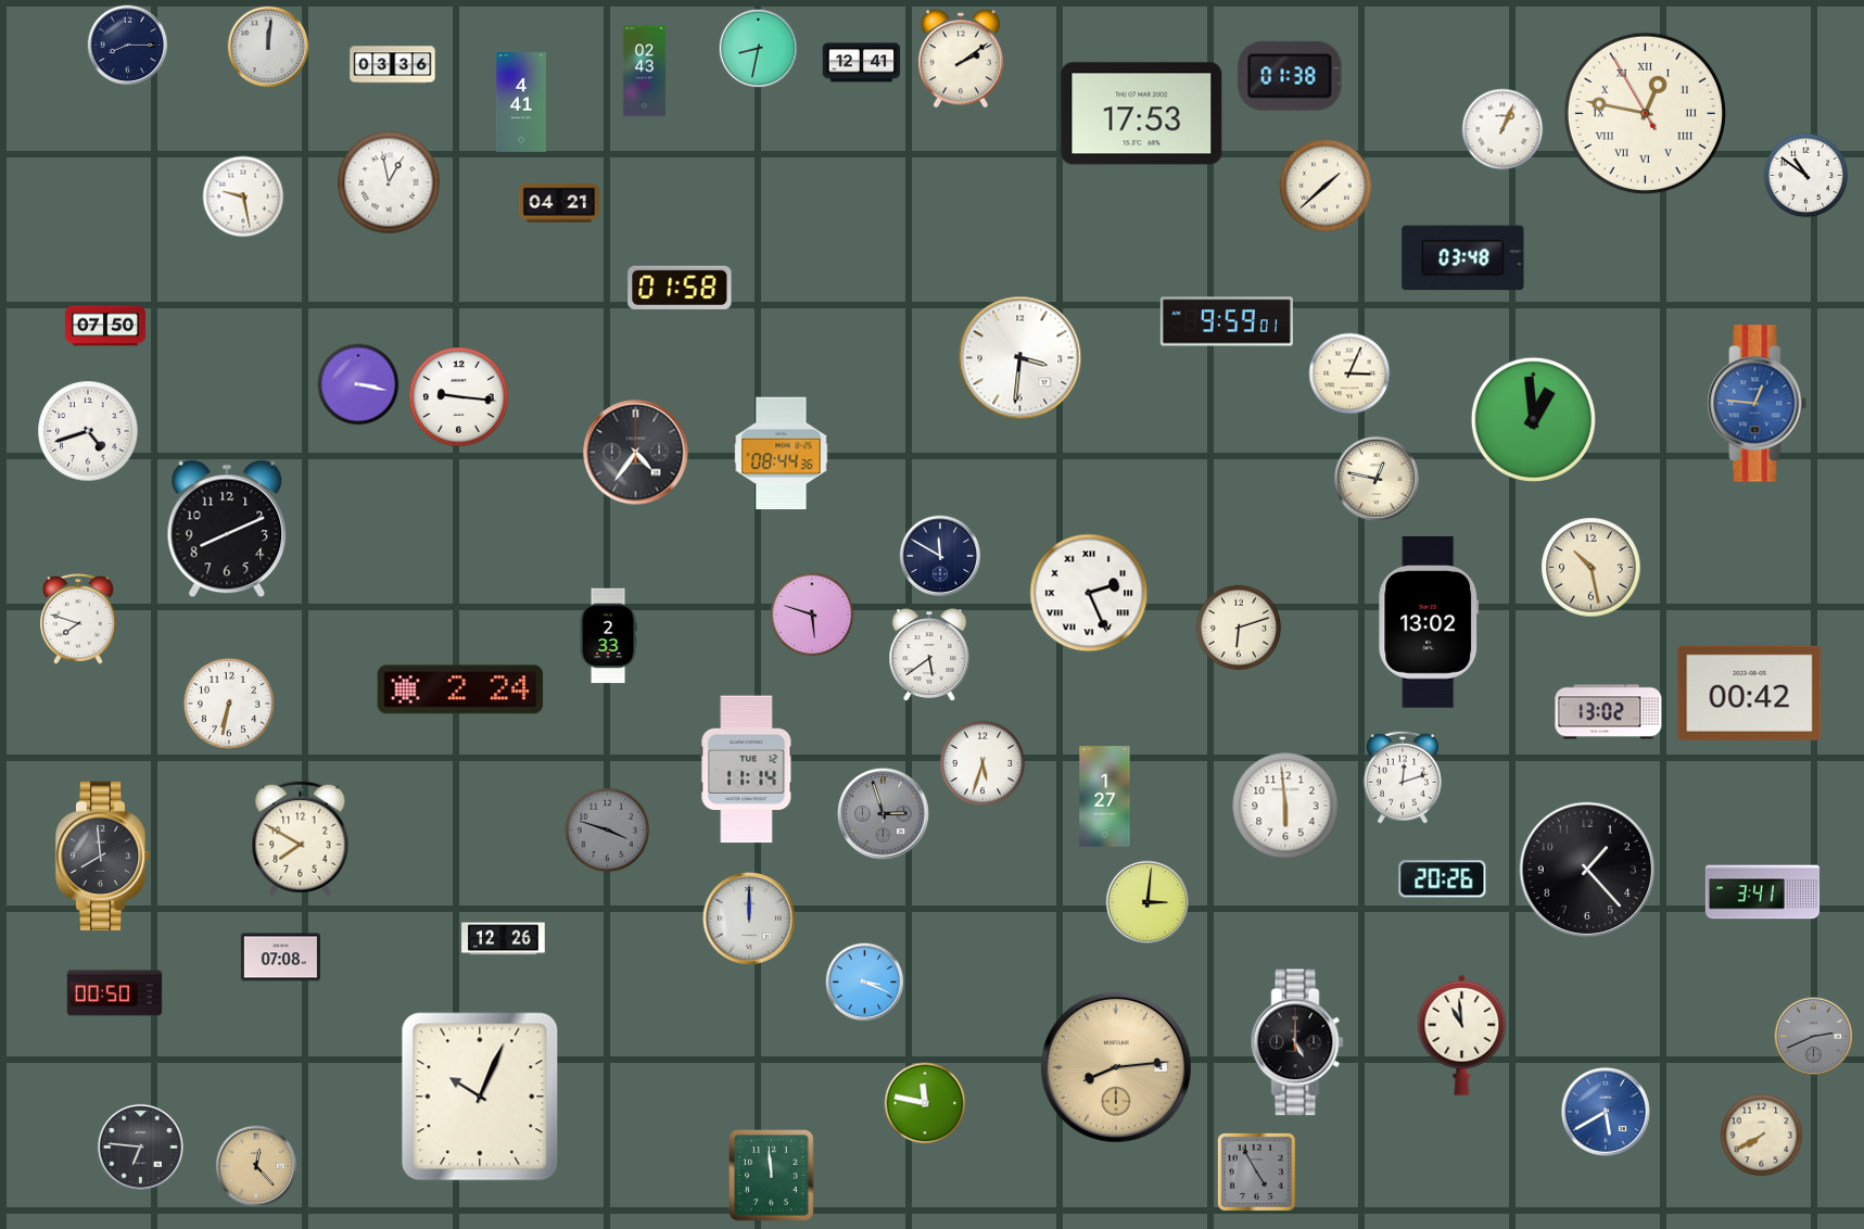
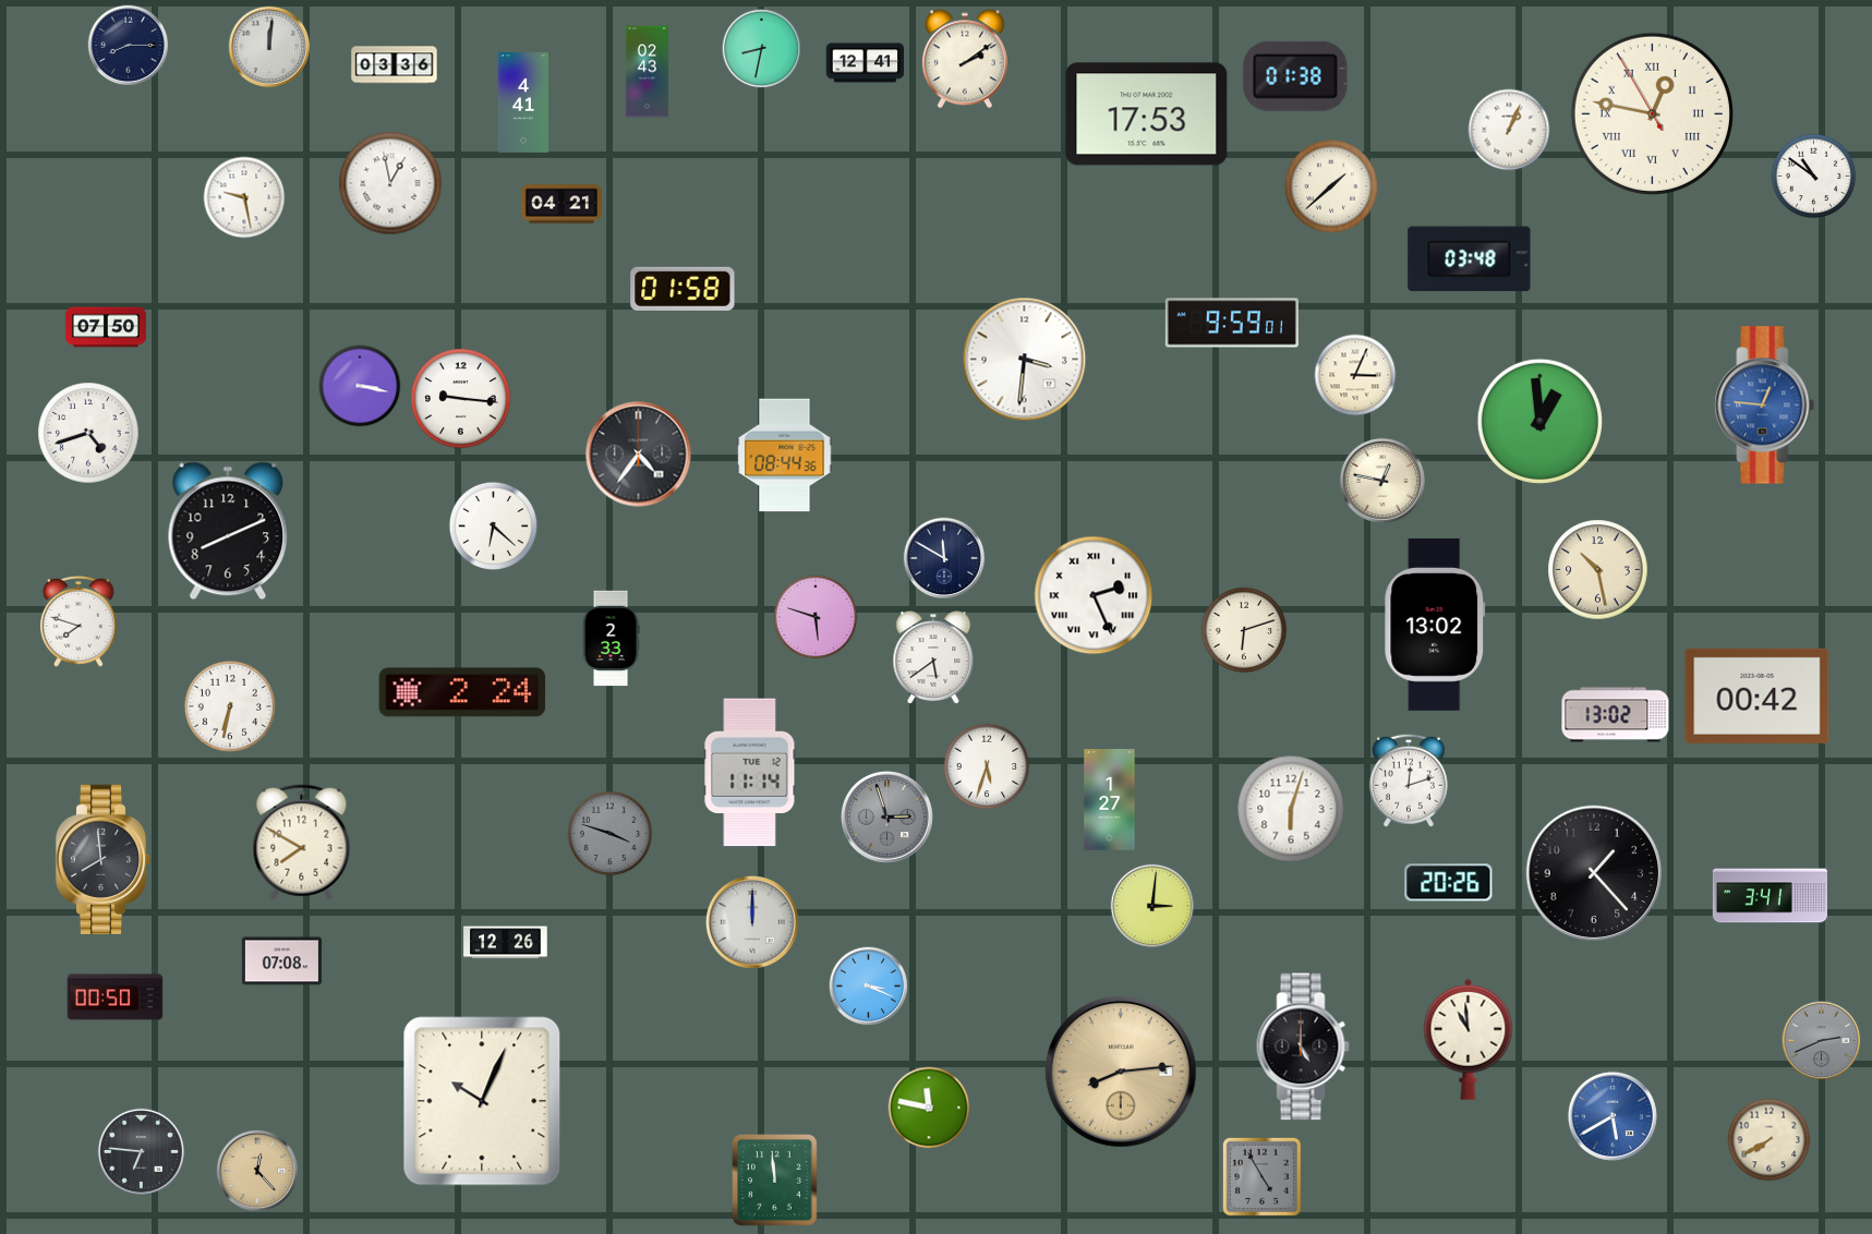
clock at (494, 527): none -> 6:22
clock at (1285, 806): 5:59 -> 6:03
